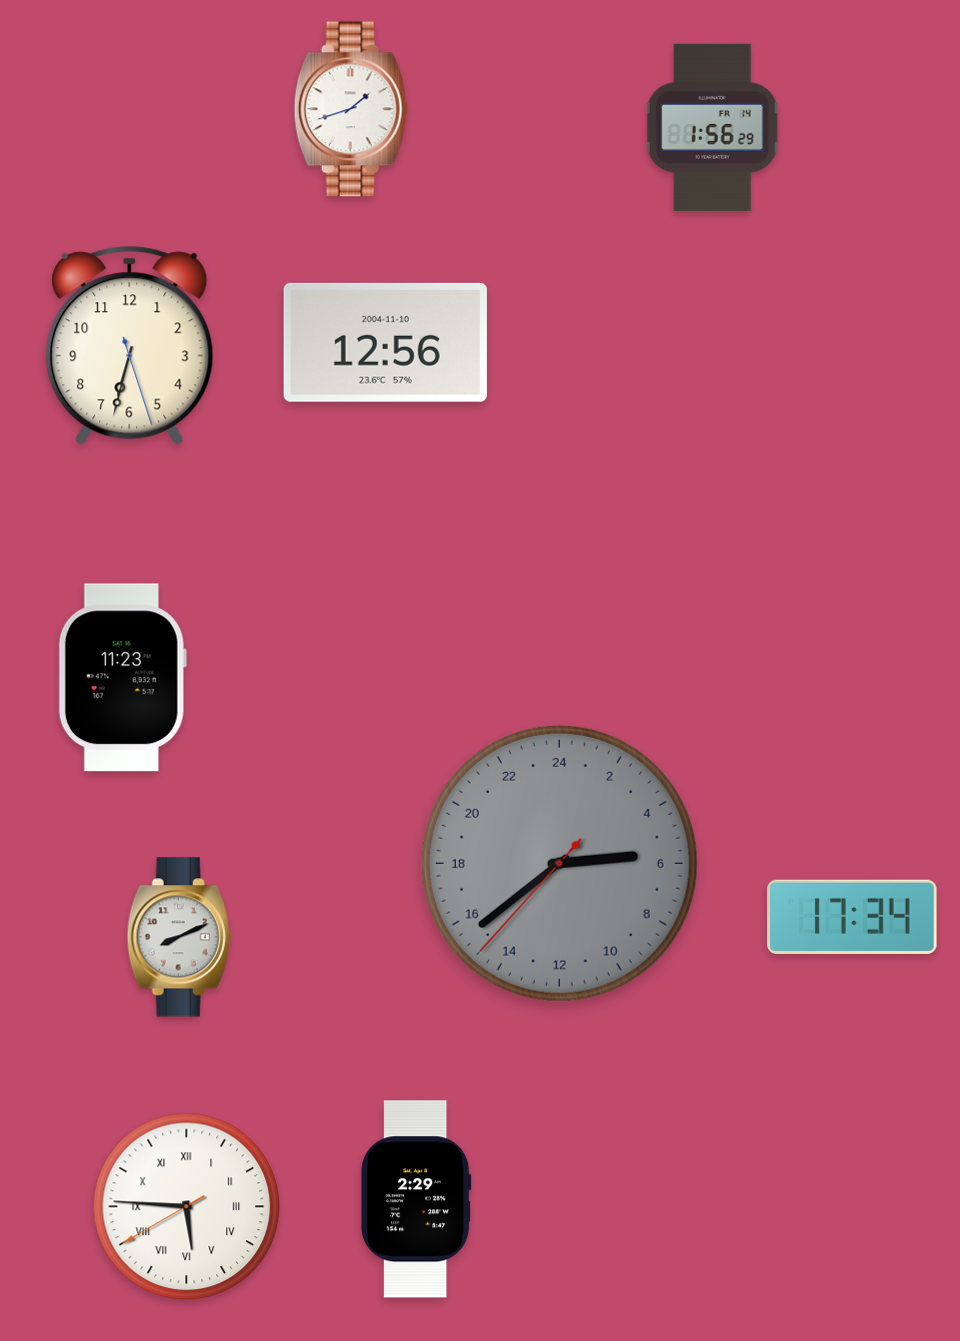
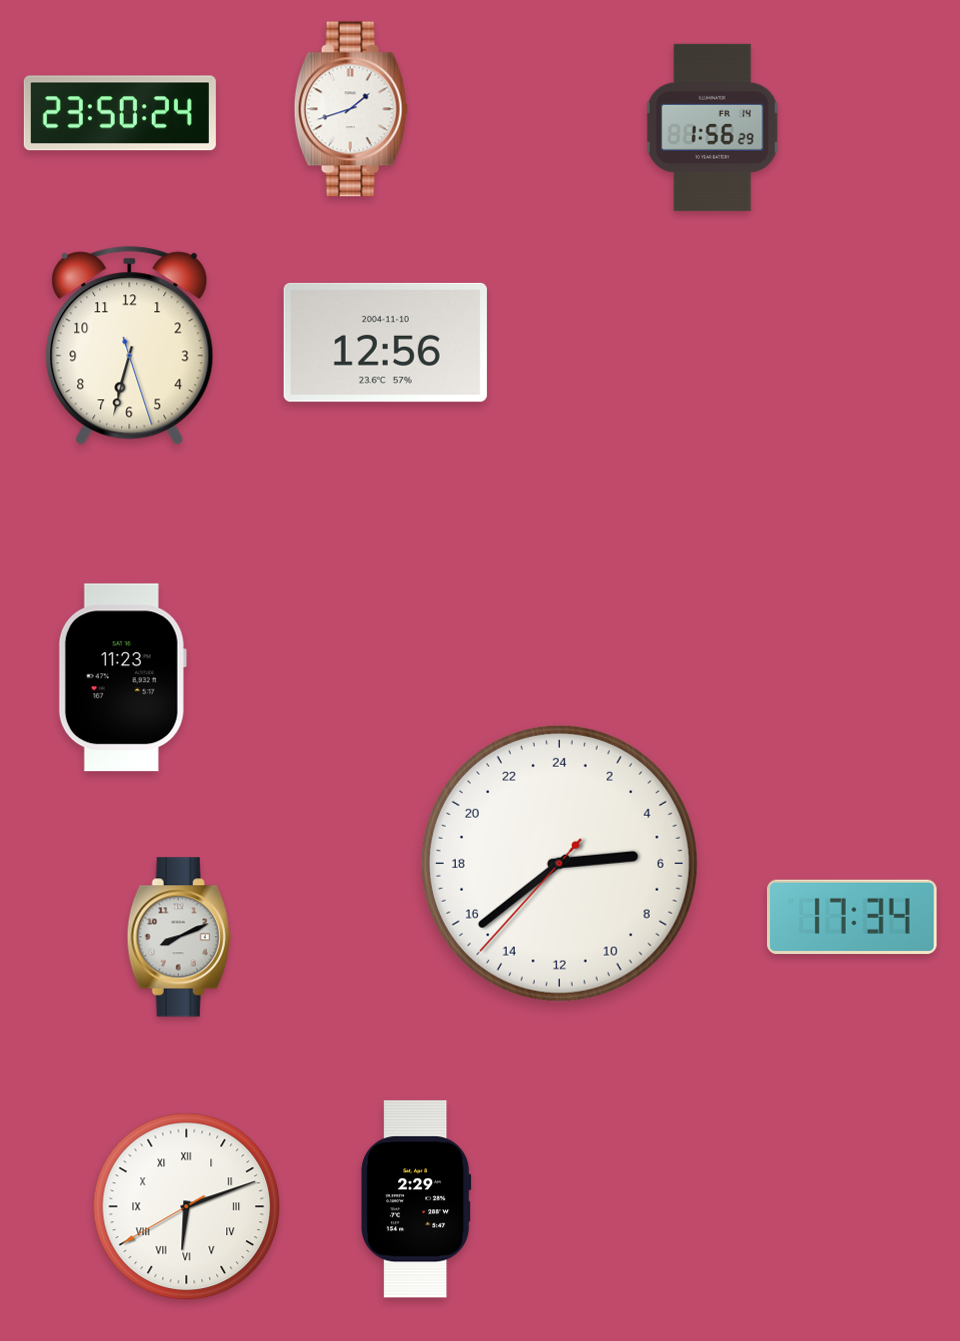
clock at (120, 113): none -> 23:50
clock at (559, 863) dial: grey -> white
clock at (187, 1207): 5:45 -> 6:11
